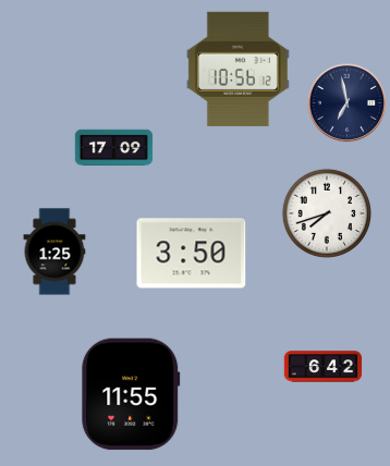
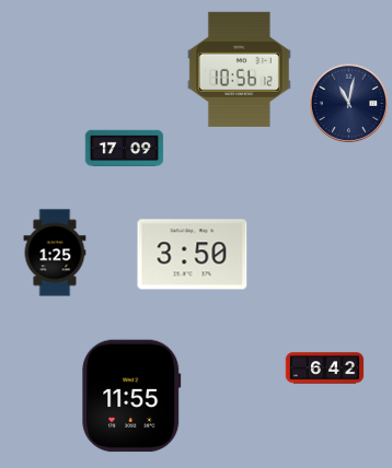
clock at (348, 103): 6:58 -> 11:02
clock at (114, 148) position: (114, 148) -> (125, 149)
clock at (327, 213): 7:42 -> none
